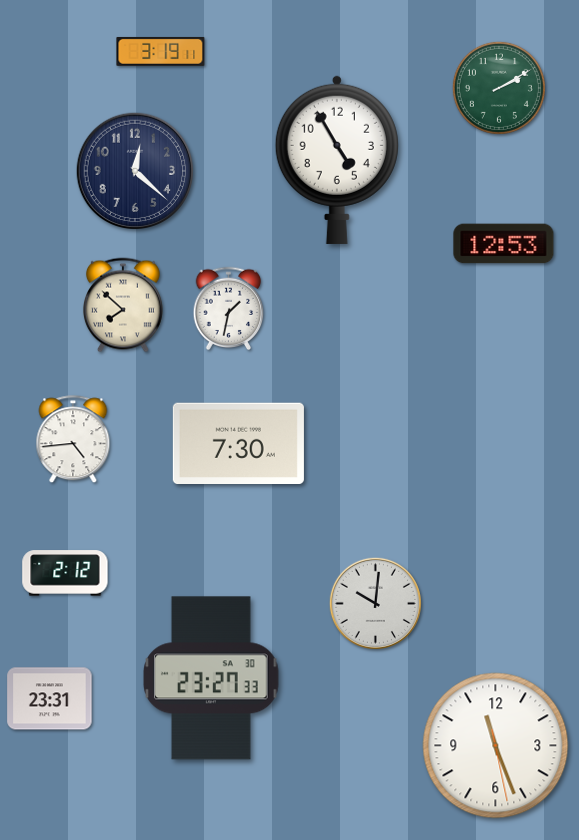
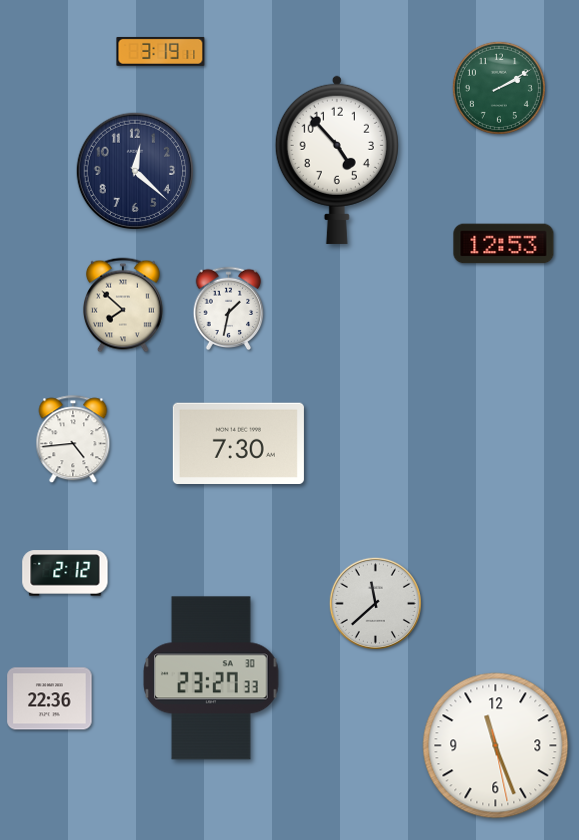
clock at (337, 159): 4:55 -> 4:53
clock at (375, 603): 10:01 -> 11:38
clock at (50, 699): 23:31 -> 22:36
